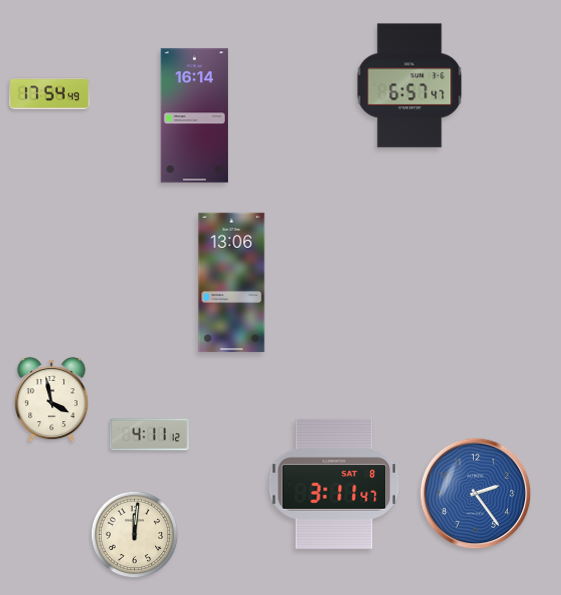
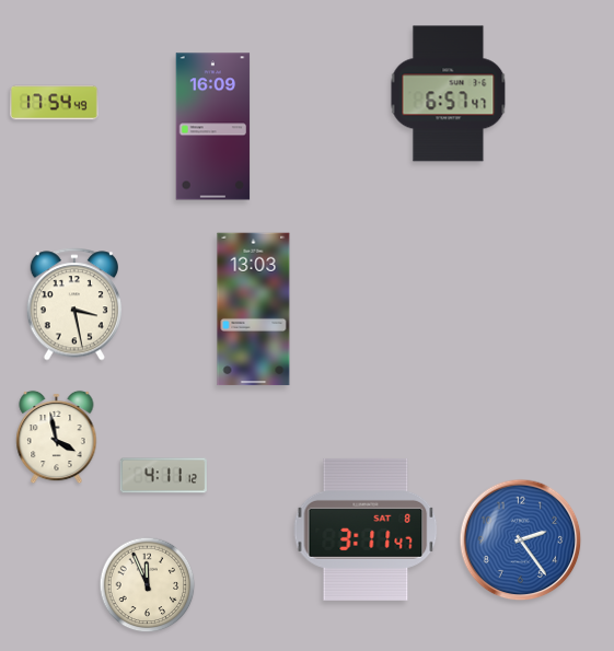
clock at (195, 116): 16:14 -> 16:09
clock at (73, 304): none -> 3:28
clock at (232, 283): 13:06 -> 13:03
clock at (135, 535): 12:01 -> 11:56
